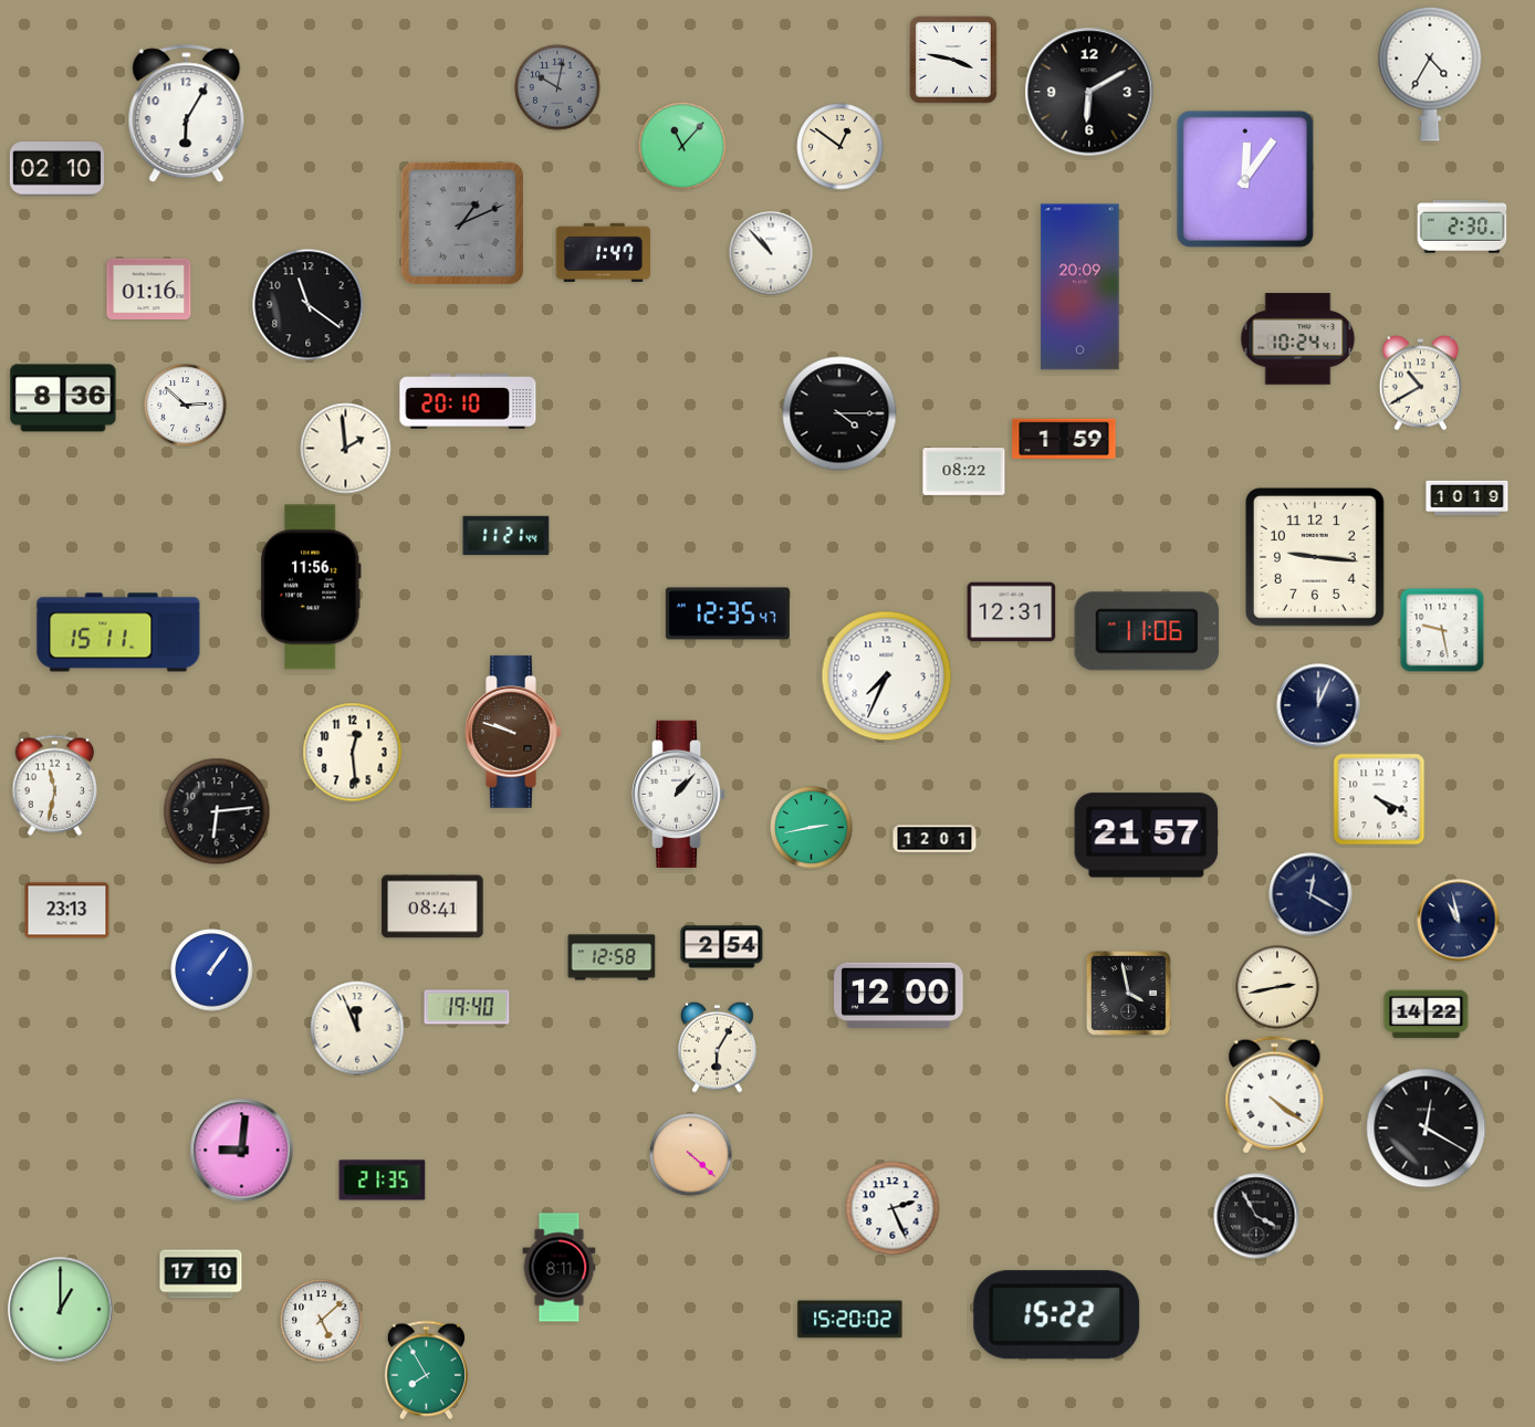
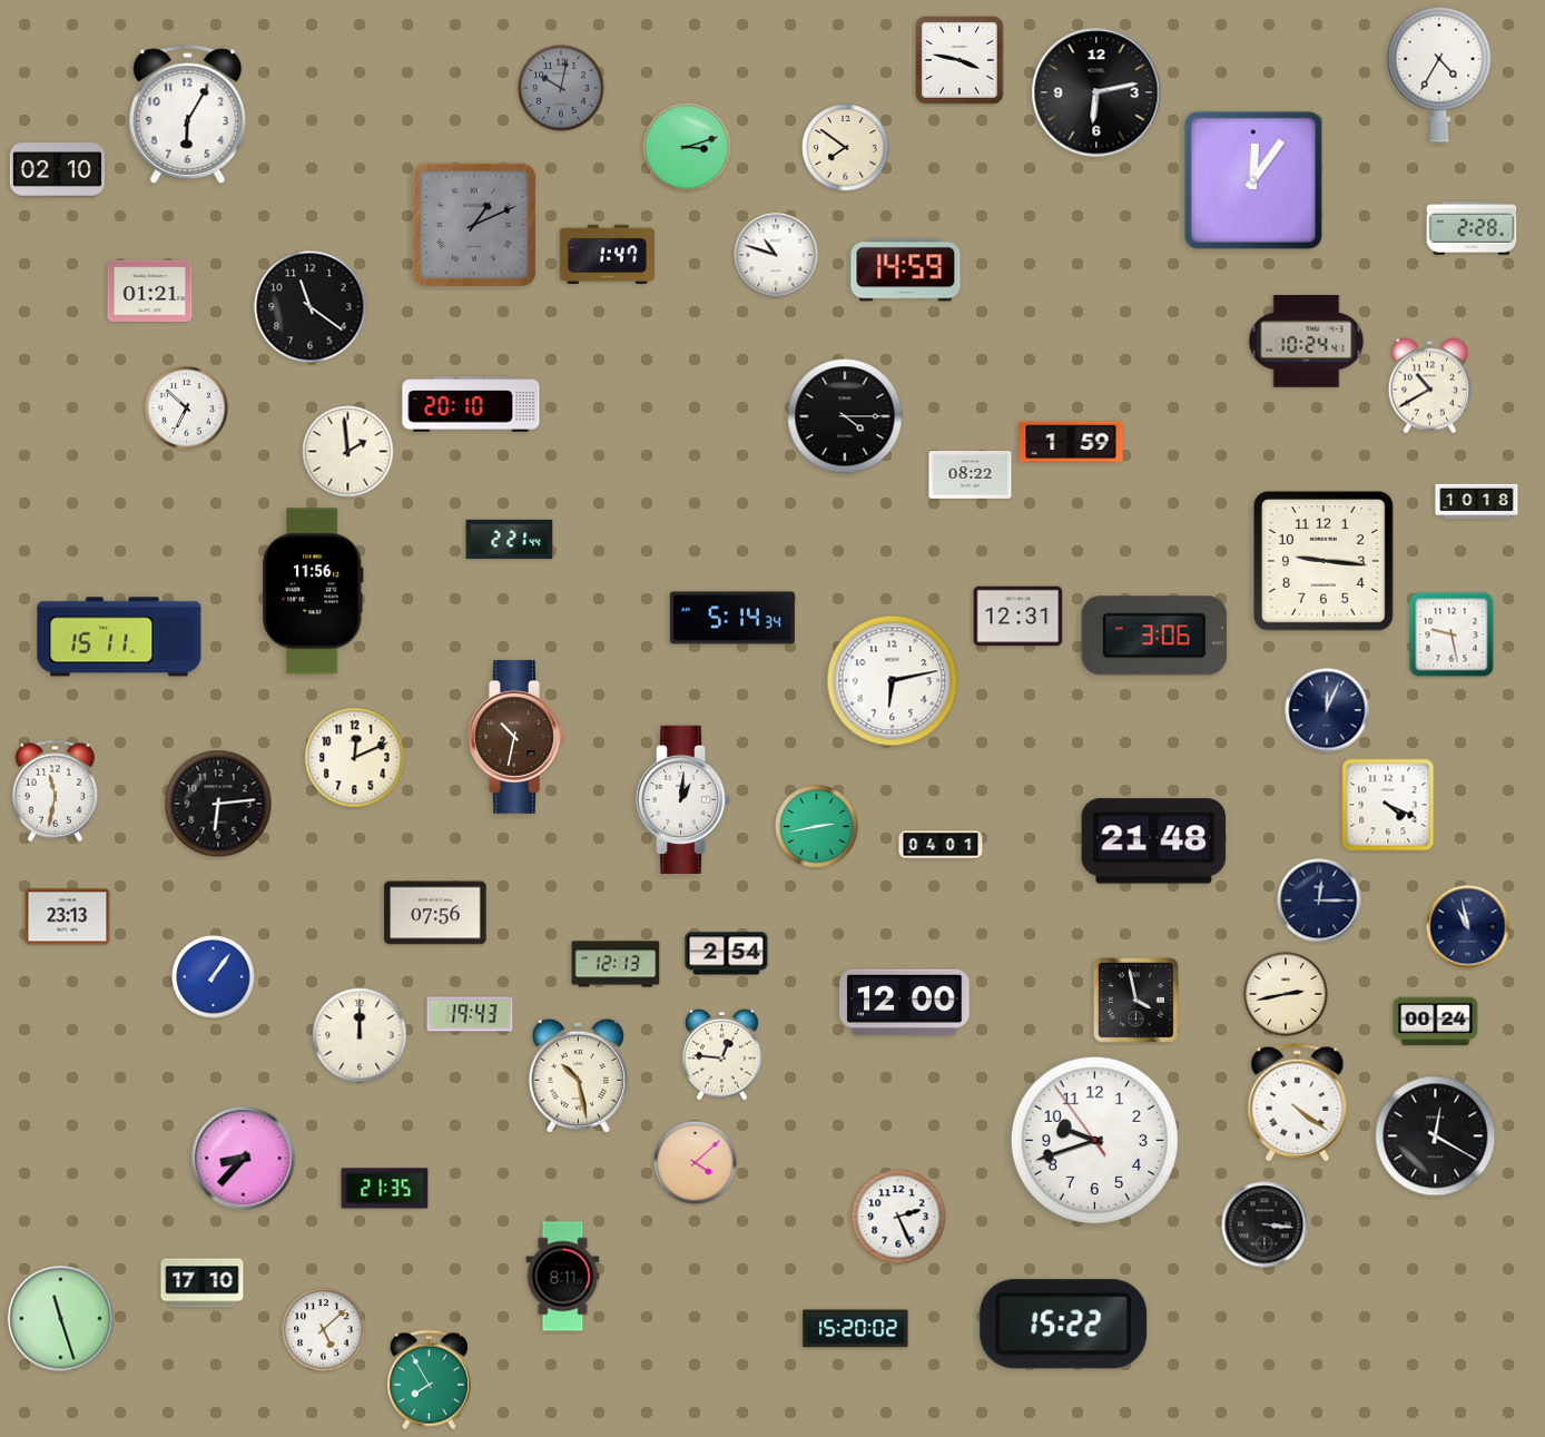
clock at (1089, 92): 6:10 -> 6:13
clock at (682, 146): 11:07 -> 3:12
clock at (840, 147): 12:51 -> 7:51
clock at (462, 223) position: (462, 223) -> (474, 225)
clock at (1462, 227): 2:30 -> 2:28
clock at (771, 253): 10:53 -> 10:48
clock at (906, 270): none -> 14:59
clock at (1080, 287): 20:09 -> none
clock at (149, 288): 01:16 -> 01:21
clock at (63, 398): 8:36 -> none
clock at (186, 406): 2:52 -> 6:52
clock at (1468, 499): 10:19 -> 10:18
clock at (507, 536): 11:21 -> 2:21
clock at (728, 613): 12:35 -> 5:14
clock at (1147, 631): 11:06 -> 3:06
clock at (887, 676): 7:34 -> 6:13
clock at (513, 732): 9:48 -> 10:32
clock at (353, 753): 12:29 -> 12:11
clock at (679, 794): 1:07 -> 1:01
clock at (217, 811) position: (217, 811) -> (218, 804)
clock at (812, 828) position: (812, 828) -> (817, 827)
clock at (1147, 836): 21:57 -> 21:48
clock at (934, 839): 12:01 -> 04:01
clock at (1311, 894): 12:20 -> 12:15
clock at (432, 906): 08:41 -> 07:56
clock at (612, 957): 12:58 -> 12:13
clock at (467, 1007): 19:40 -> 19:43
clock at (1427, 1015): 14:22 -> 00:24
clock at (357, 1028): 11:56 -> 12:00
clock at (718, 1047): 6:05 -> 12:46
clock at (578, 1075): none -> 10:28
clock at (1275, 1095) position: (1275, 1095) -> (1298, 1103)
clock at (1094, 1140): none -> 9:41
clock at (242, 1151): 9:01 -> 8:37
clock at (691, 1155): 4:22 -> 4:08
clock at (1256, 1216): 3:55 -> 3:16
clock at (61, 1310): 1:00 -> 11:27
